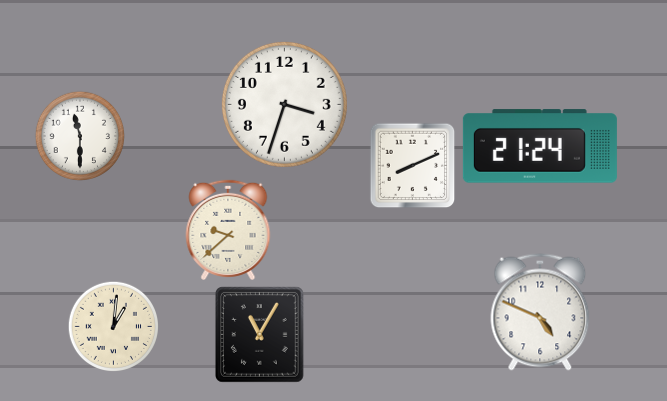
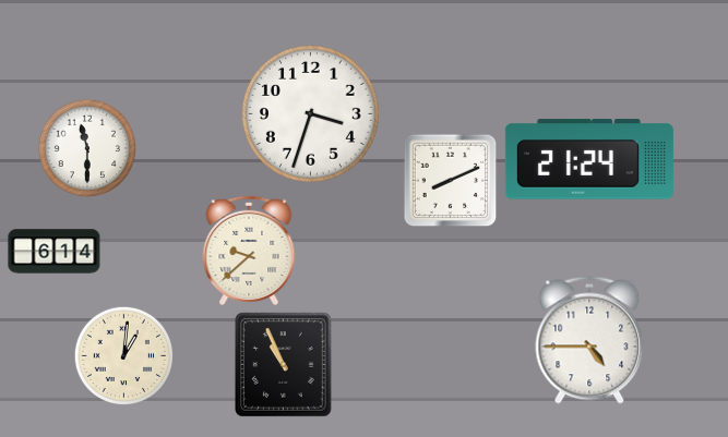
clock at (55, 252): none -> 6:14
clock at (540, 312): 4:49 -> 4:45
clock at (260, 335): 11:05 -> 10:56
